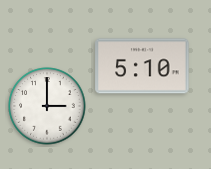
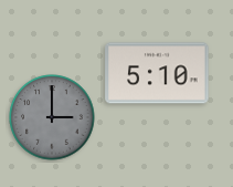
clock at (47, 106) dial: white -> grey
